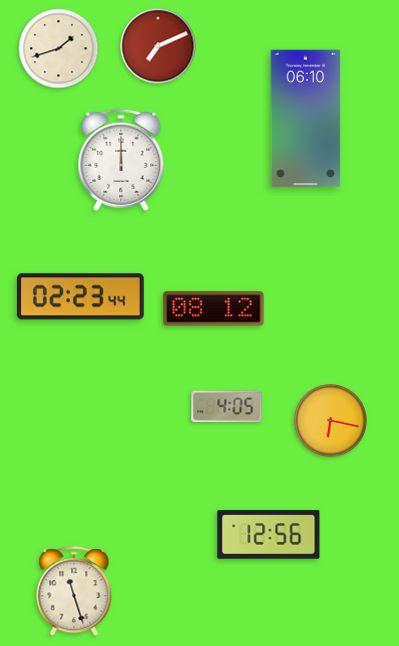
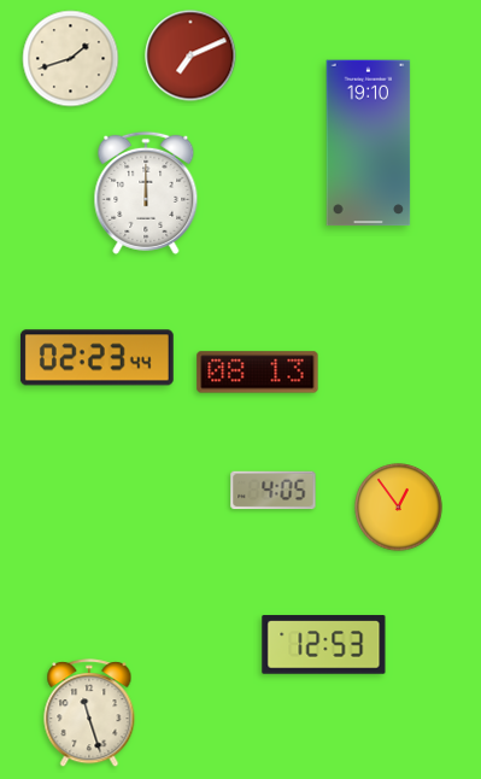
clock at (306, 119): 06:10 -> 19:10
clock at (214, 309): 08:12 -> 08:13
clock at (331, 421): 6:17 -> 12:54
clock at (269, 535): 12:56 -> 12:53
